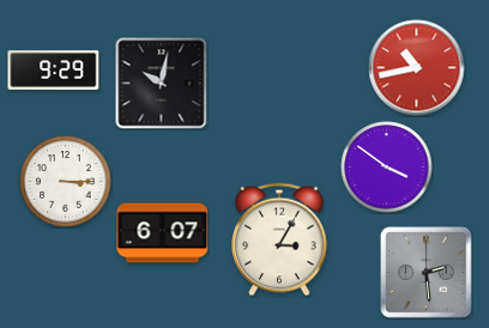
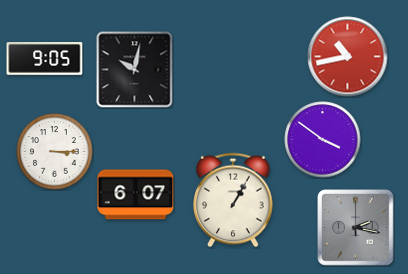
clock at (54, 71): 9:29 -> 9:05
clock at (279, 239): 3:05 -> 1:05
clock at (427, 273): 2:29 -> 2:17
